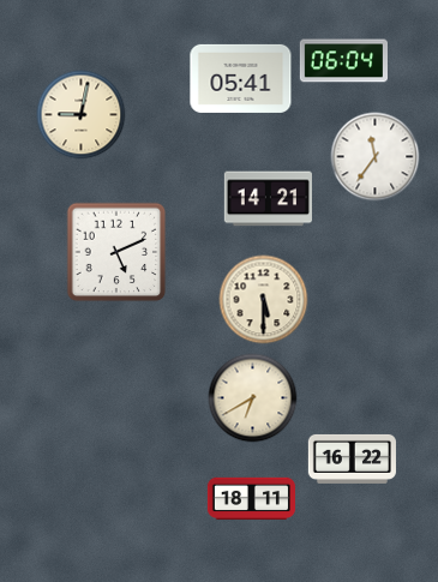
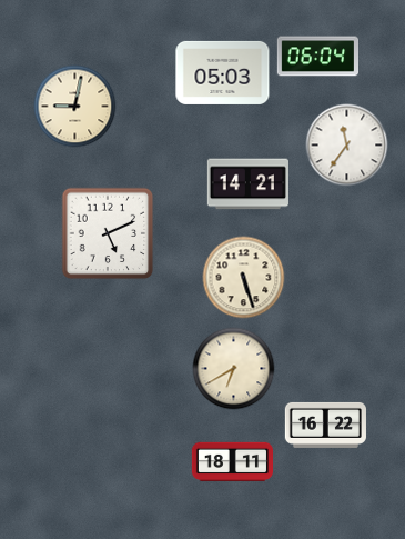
clock at (241, 78): 05:41 -> 05:03
clock at (264, 300): 5:30 -> 5:27
